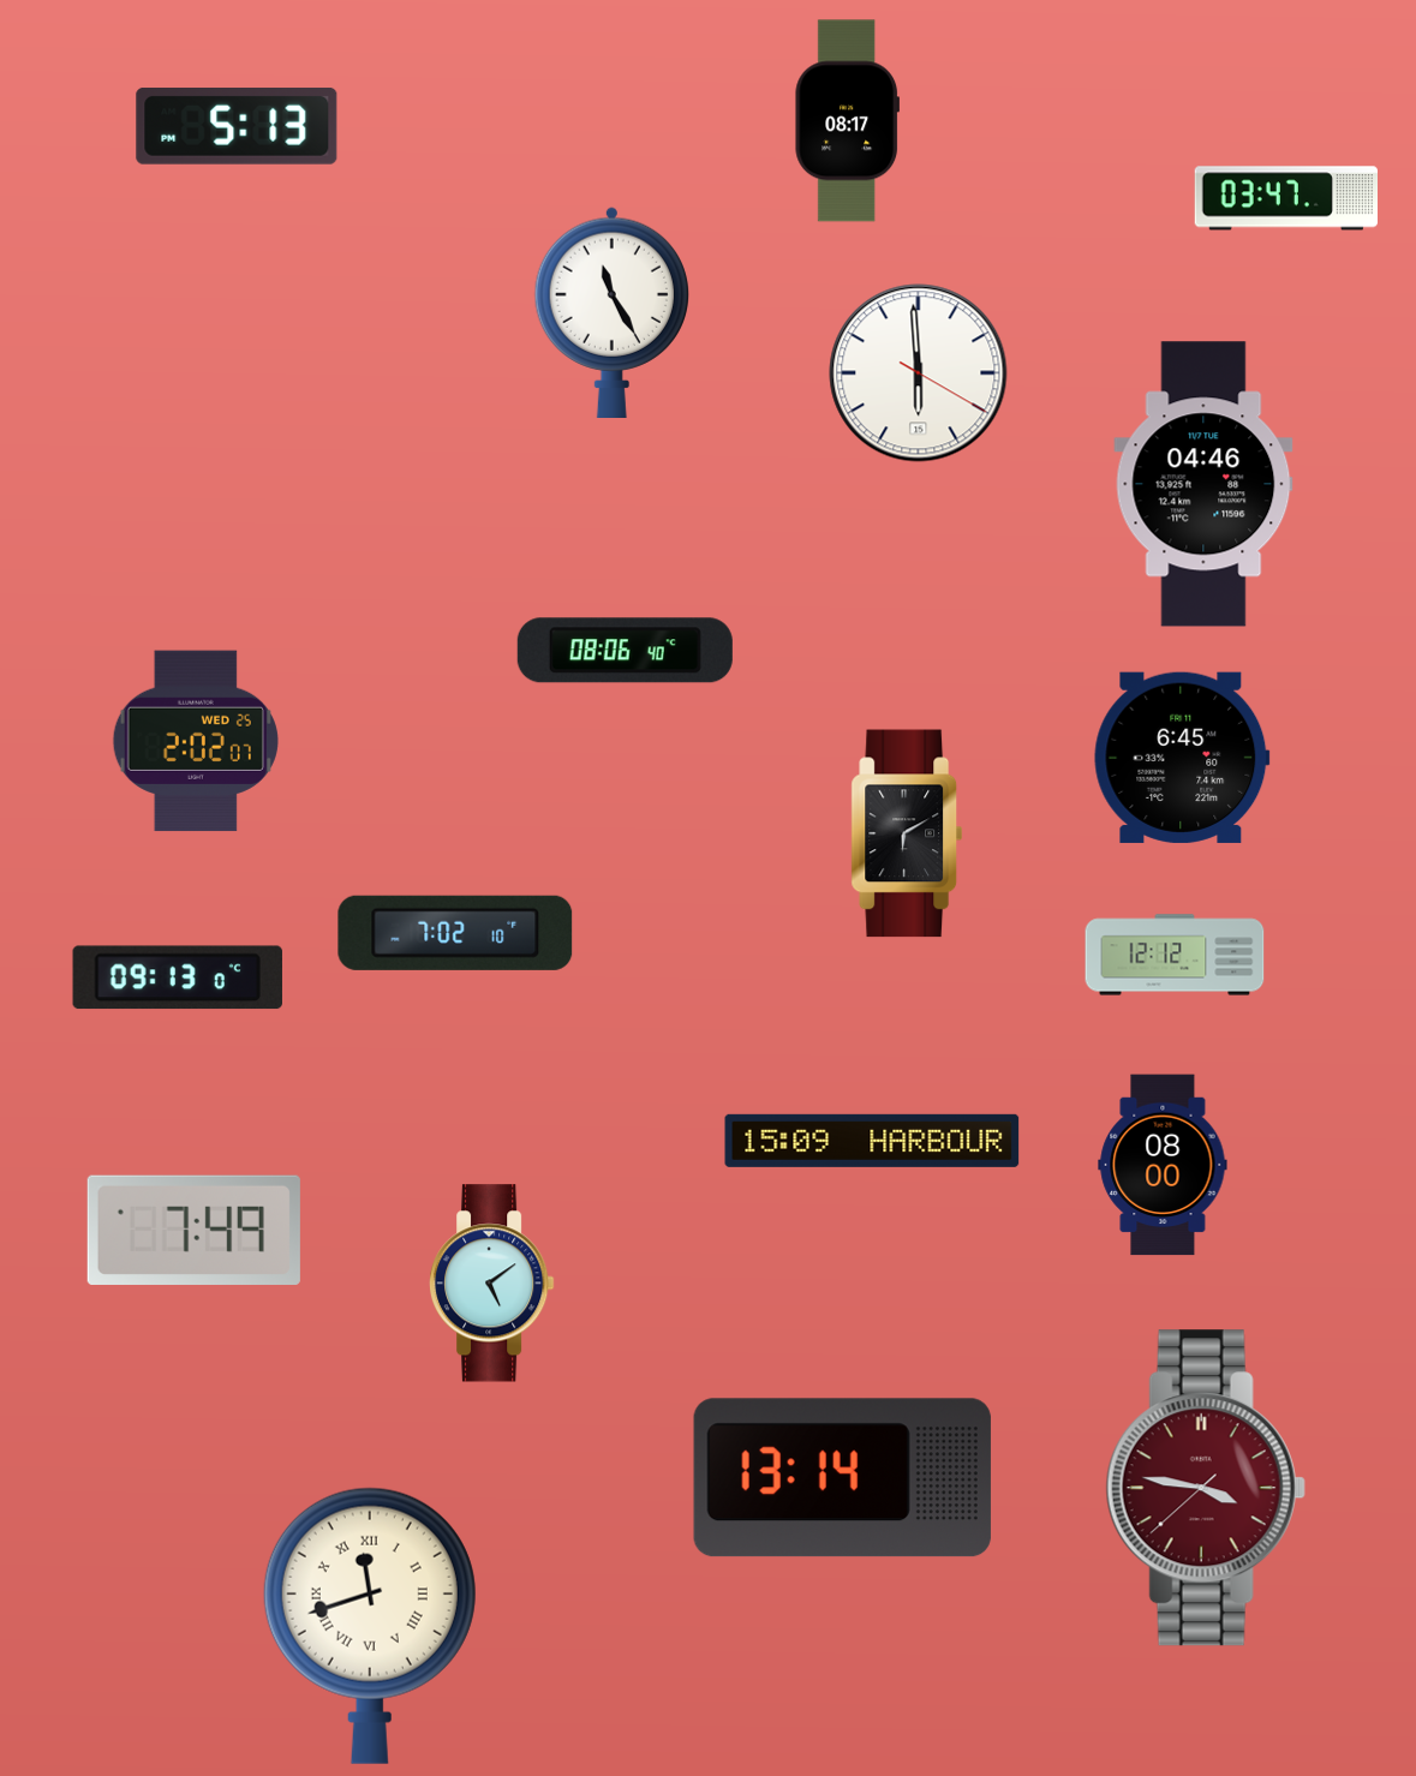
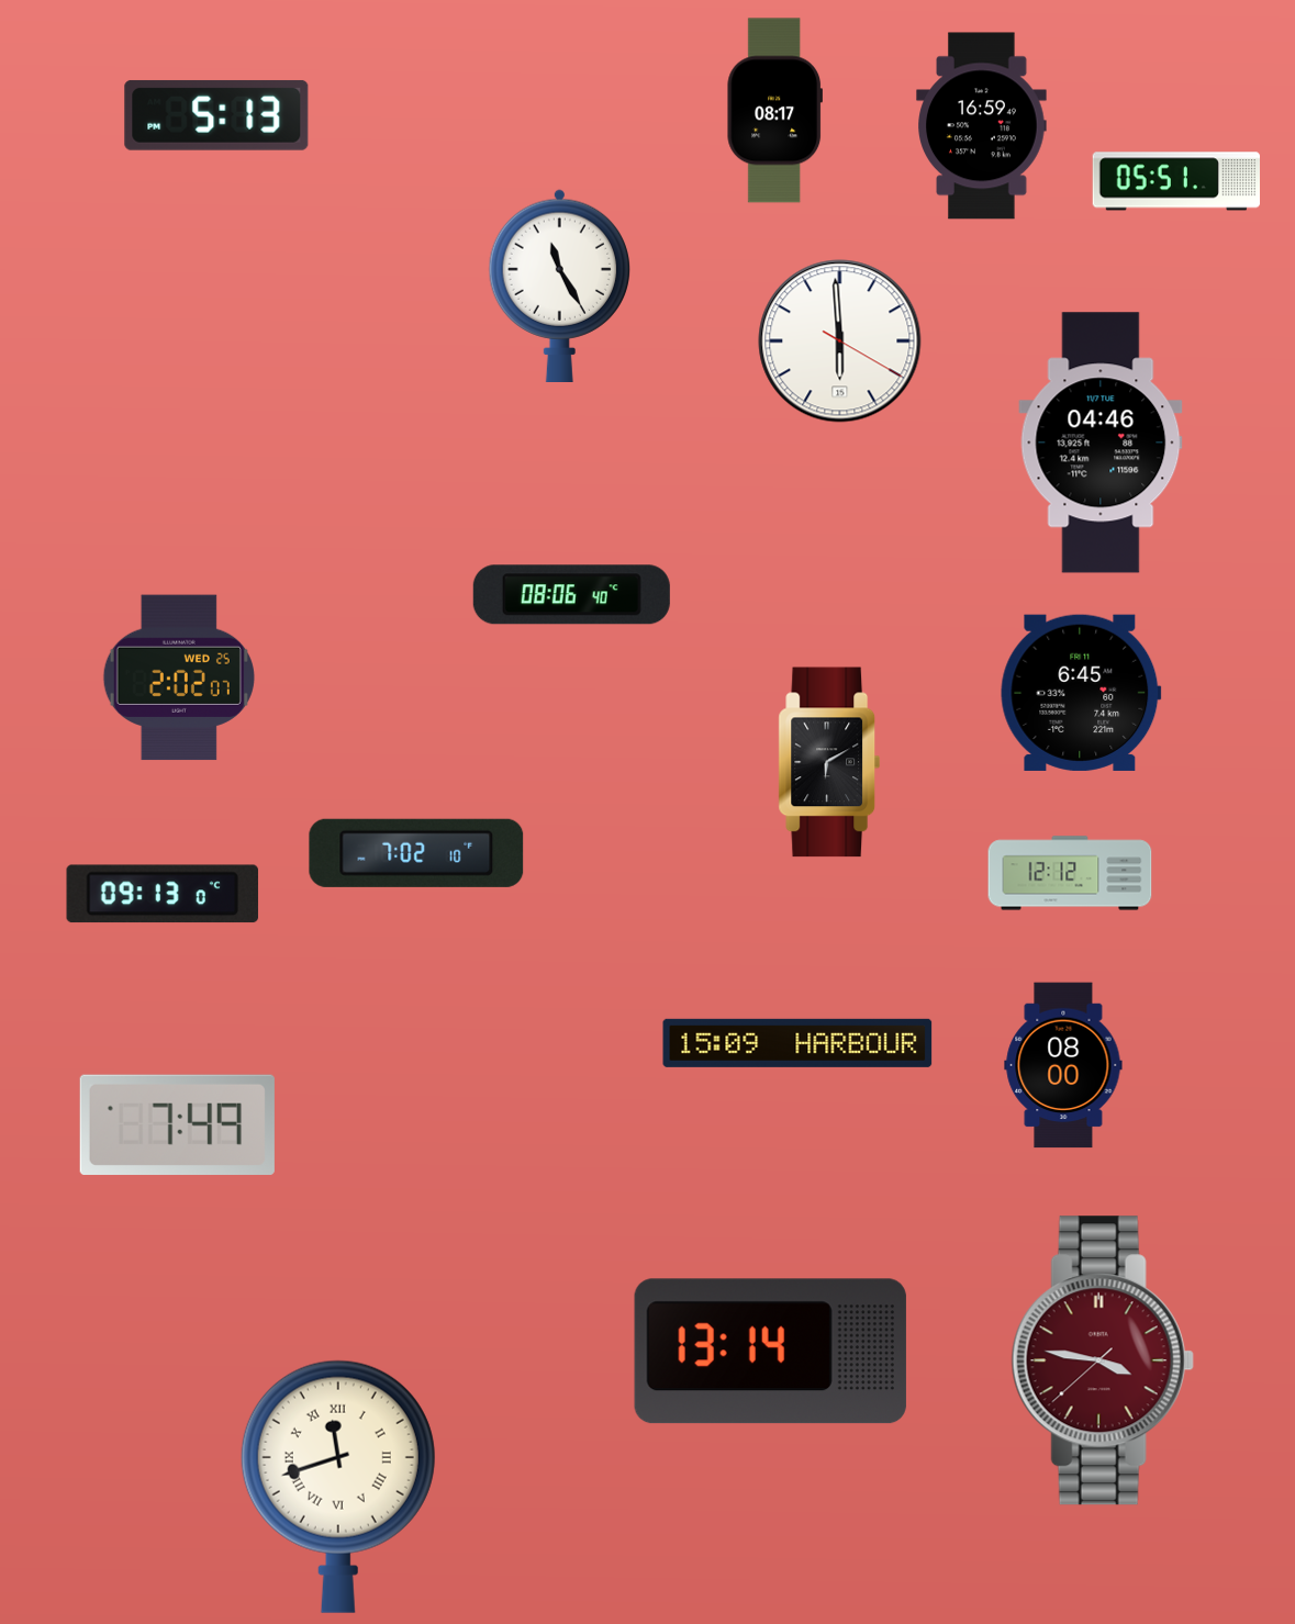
clock at (982, 126): none -> 16:59
clock at (1285, 198): 03:47 -> 05:51
clock at (1175, 955) position: (1175, 955) -> (1070, 873)
clock at (492, 1284): 5:09 -> none
